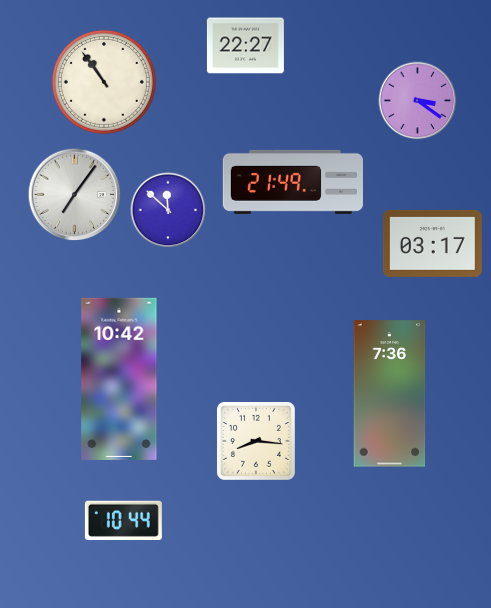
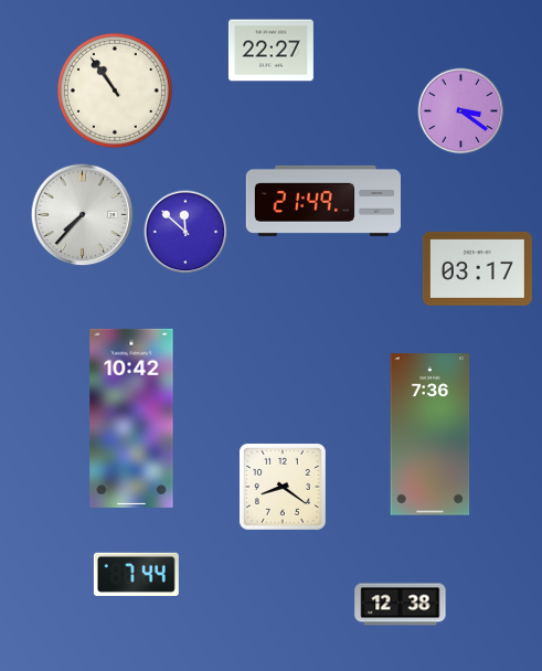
clock at (75, 195): 7:06 -> 7:37
clock at (256, 441): 8:16 -> 8:21
clock at (123, 520): 10:44 -> 7:44
clock at (401, 605): none -> 12:38
